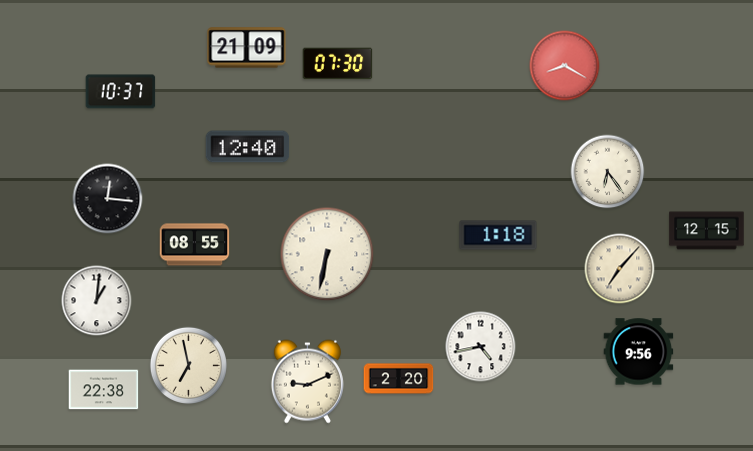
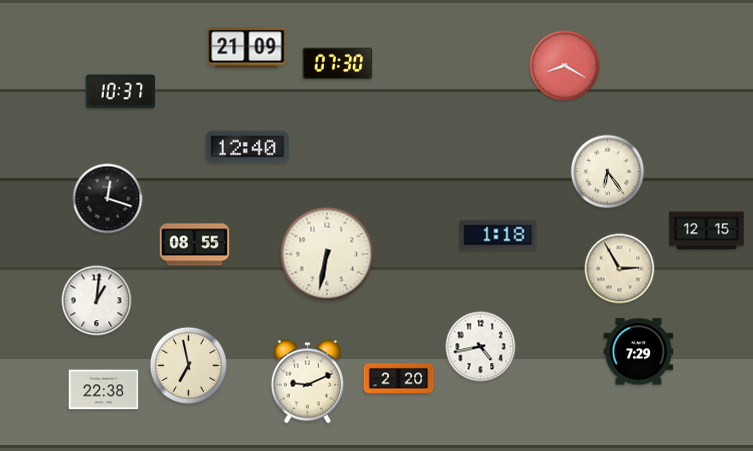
clock at (108, 199): 12:16 -> 12:18
clock at (620, 269): 7:07 -> 2:55
clock at (639, 352): 9:56 -> 7:29
